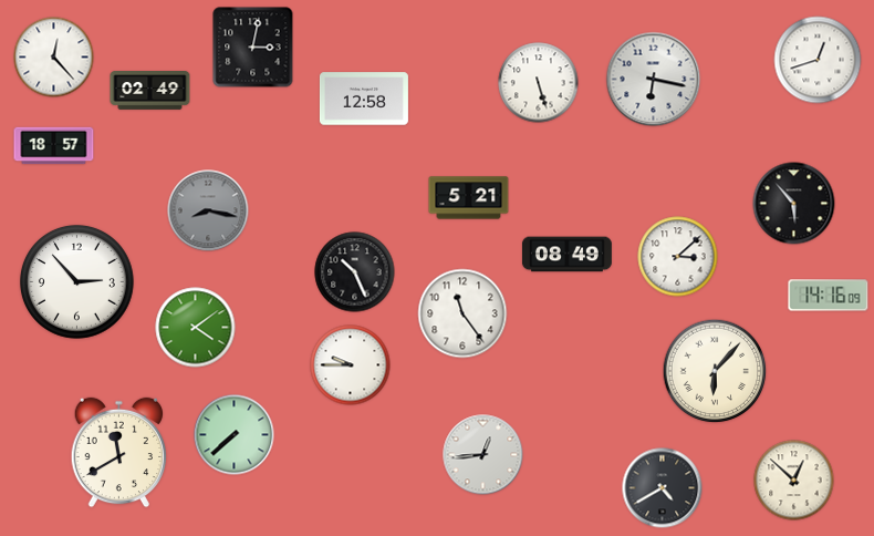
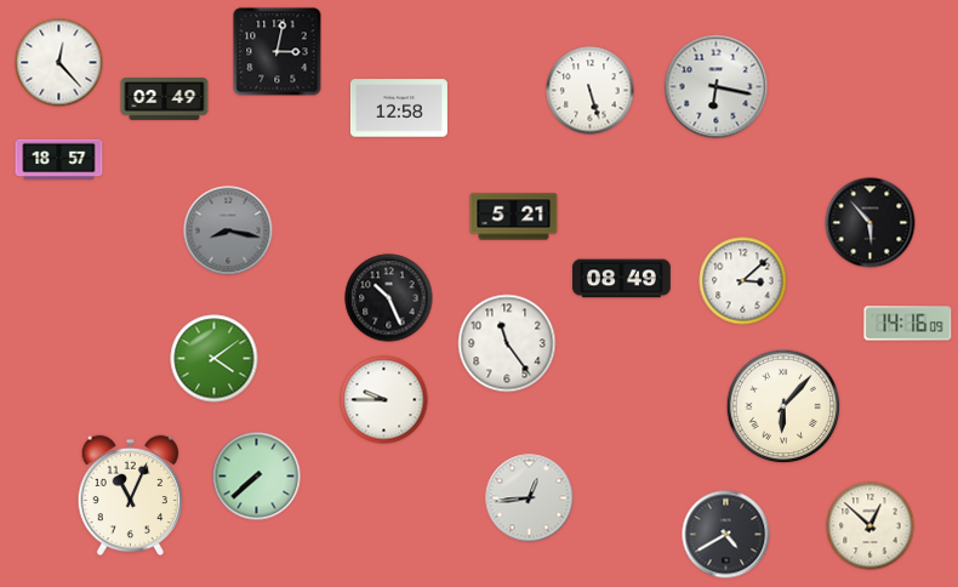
clock at (818, 60): 12:42 -> none
clock at (76, 281): 2:53 -> none
clock at (119, 453): 11:40 -> 11:04
